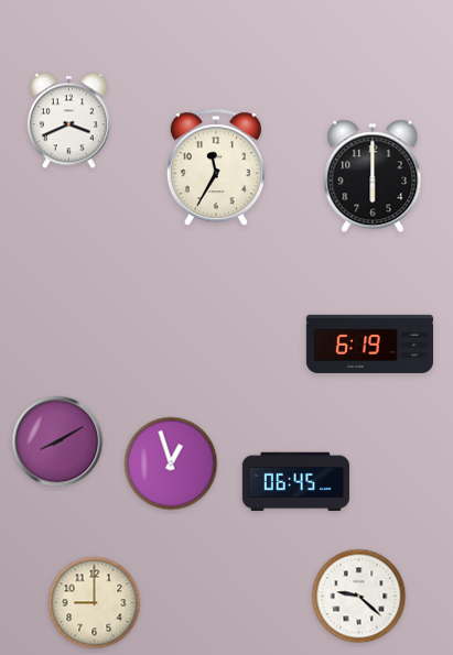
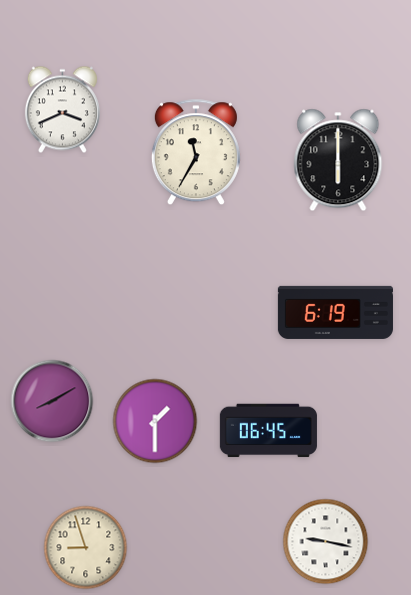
clock at (171, 463): 12:57 -> 1:30
clock at (295, 482) position: (295, 482) -> (268, 431)
clock at (359, 597): 9:22 -> 9:17
clock at (95, 603): 9:00 -> 8:57
